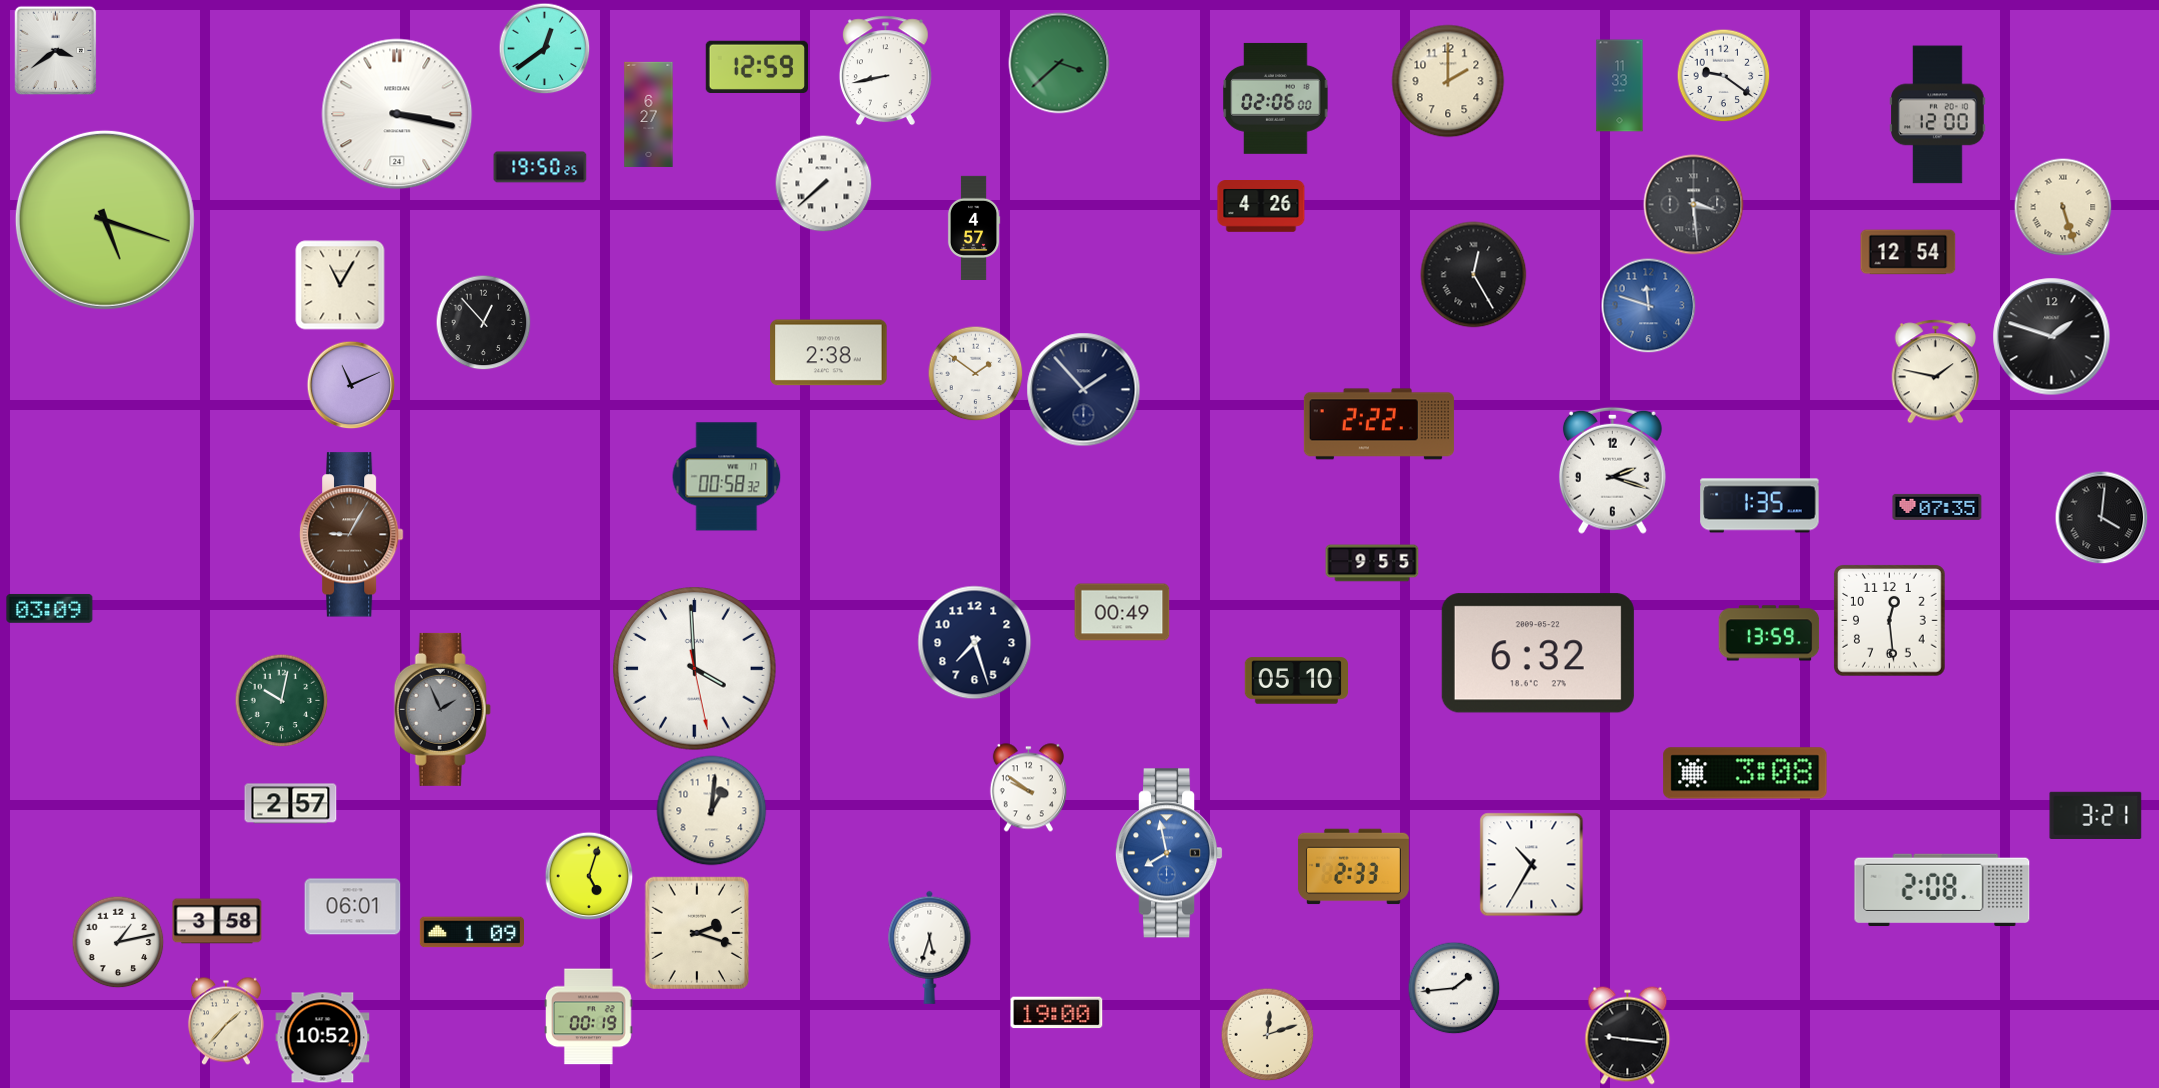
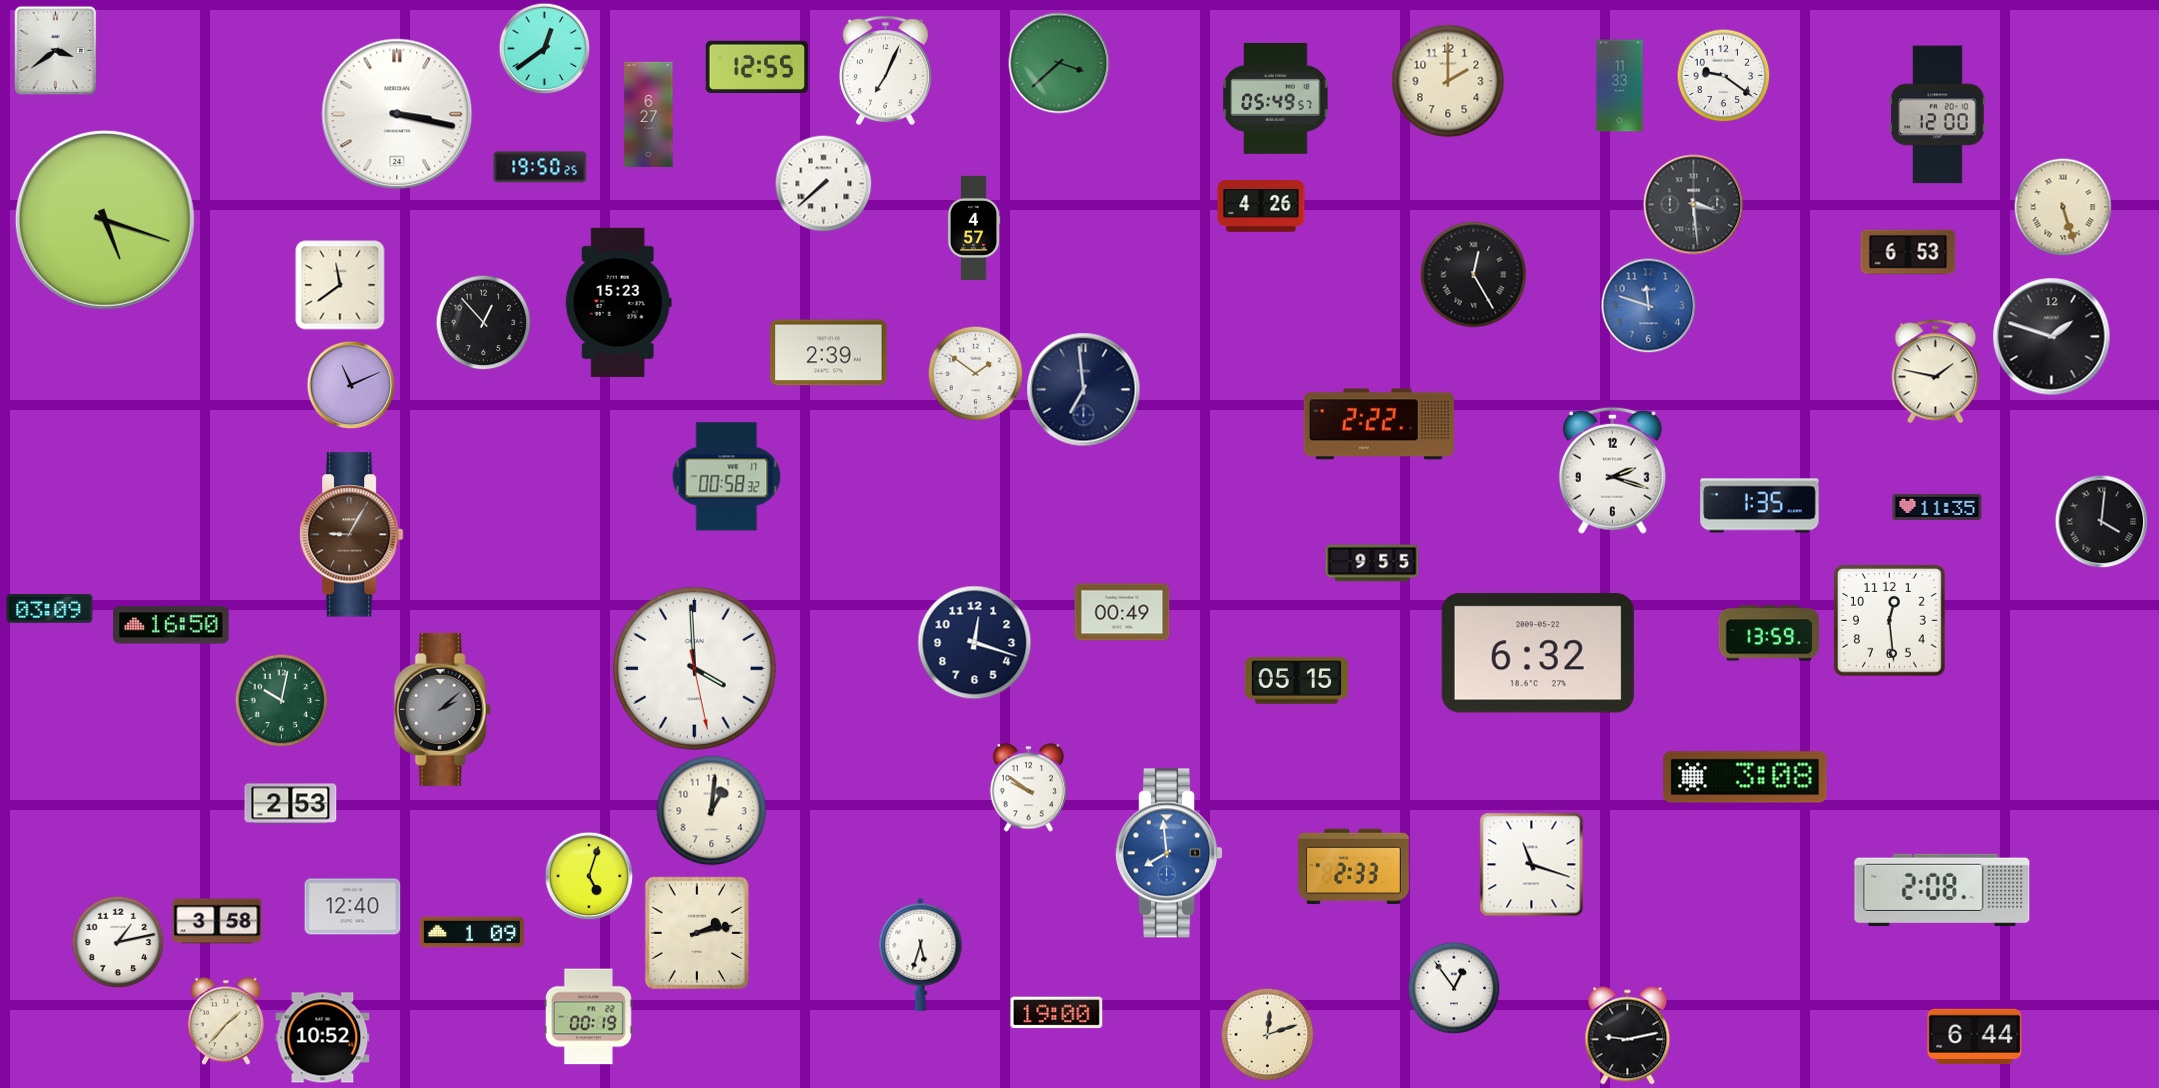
clock at (756, 66): 12:59 -> 12:55
clock at (885, 71): 8:43 -> 7:04
clock at (1276, 98): 02:06 -> 05:49
clock at (1908, 252): 12:54 -> 6:53
clock at (340, 285): 11:05 -> 11:39
clock at (618, 302): none -> 15:23
clock at (829, 353): 2:38 -> 2:39
clock at (1084, 390): 1:53 -> 6:59
clock at (1937, 507): 07:35 -> 11:35
clock at (2101, 517) position: (2101, 517) -> (2101, 521)
clock at (171, 625): none -> 16:50
clock at (975, 643): 7:27 -> 12:18
clock at (1297, 681): 05:10 -> 05:15
clock at (442, 709): 1:56 -> 2:08
clock at (1745, 773) position: (1745, 773) -> (1745, 777)
clock at (291, 804): 2:57 -> 2:53
clock at (2096, 815): 3:21 -> none
clock at (1169, 853): 7:58 -> 7:59
clock at (1532, 865): 10:35 -> 11:18
clock at (353, 907): 06:01 -> 12:40
clock at (697, 933): 2:18 -> 2:13
clock at (930, 947) position: (930, 947) -> (921, 954)
clock at (1454, 988): 1:44 -> 12:54
clock at (1628, 1036): 9:16 -> 9:13
clock at (1975, 1036): none -> 6:44
